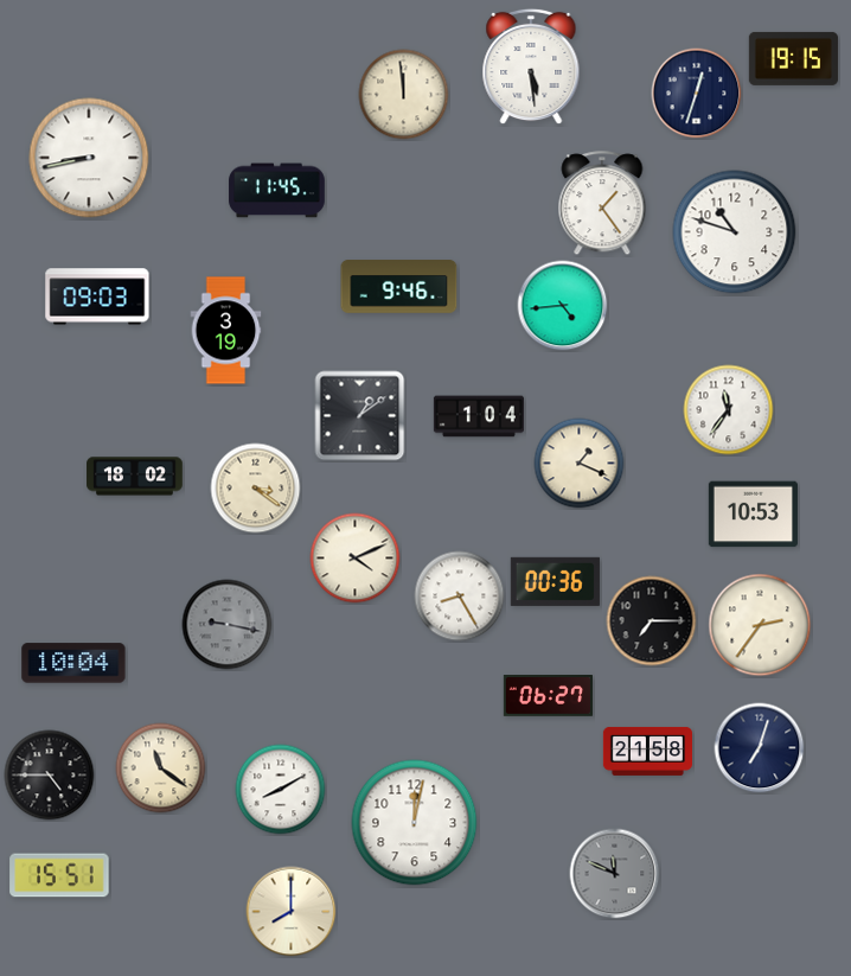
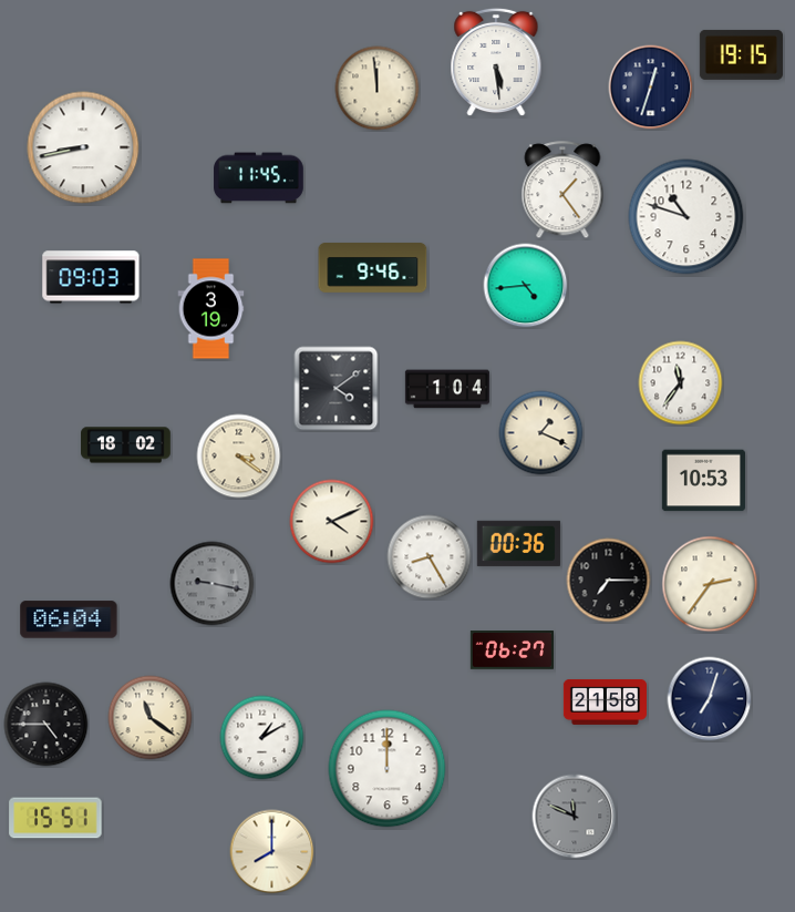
clock at (360, 416): 1:09 -> 4:09
clock at (73, 663): 10:04 -> 06:04
clock at (281, 790): 8:10 -> 1:10
clock at (415, 823): 12:02 -> 12:00
